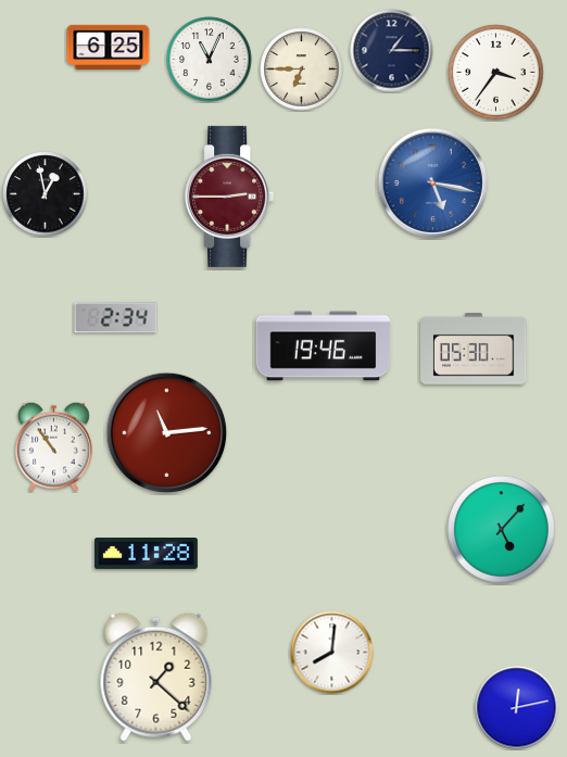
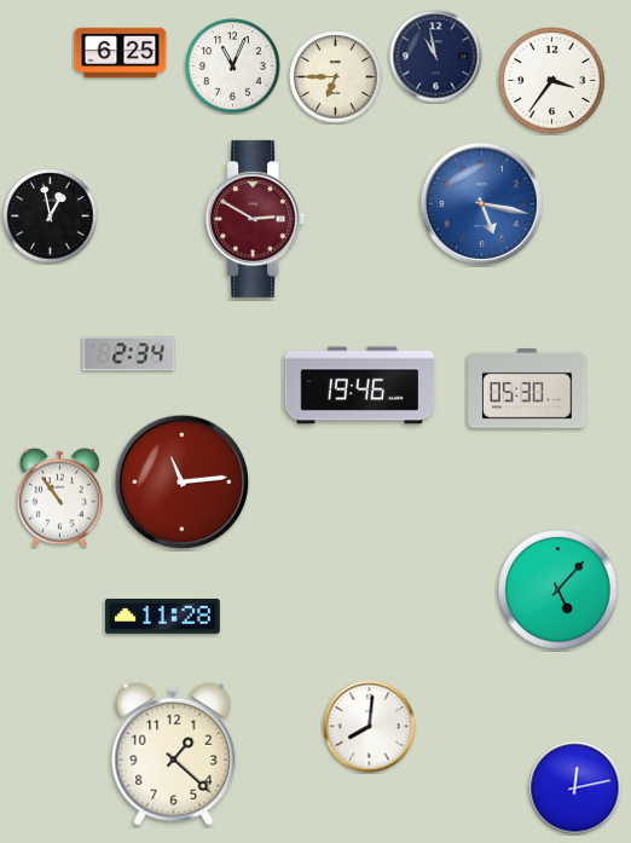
clock at (392, 51): 1:15 -> 10:58
clock at (229, 197): 2:45 -> 2:50
clock at (167, 433) position: (167, 433) -> (183, 483)
